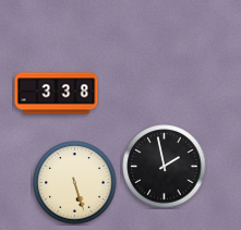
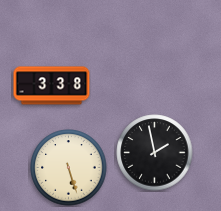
clock at (165, 167) position: (165, 167) -> (155, 153)
